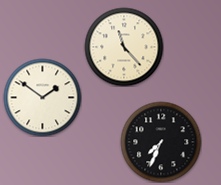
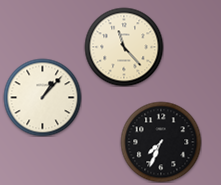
clock at (42, 97): 1:51 -> 1:07
